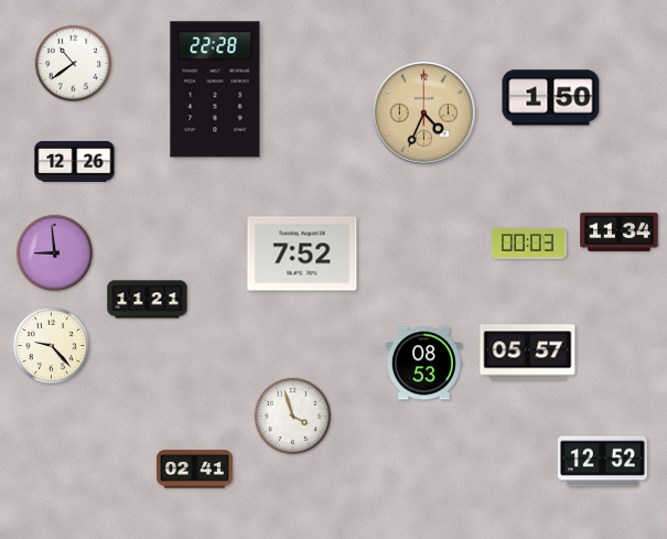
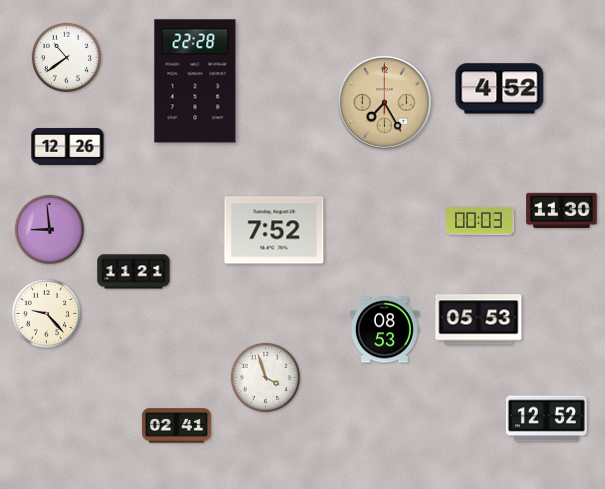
clock at (551, 98): 1:50 -> 4:52
clock at (423, 112): 4:34 -> 7:25
clock at (620, 231): 11:34 -> 11:30
clock at (528, 353): 05:57 -> 05:53
